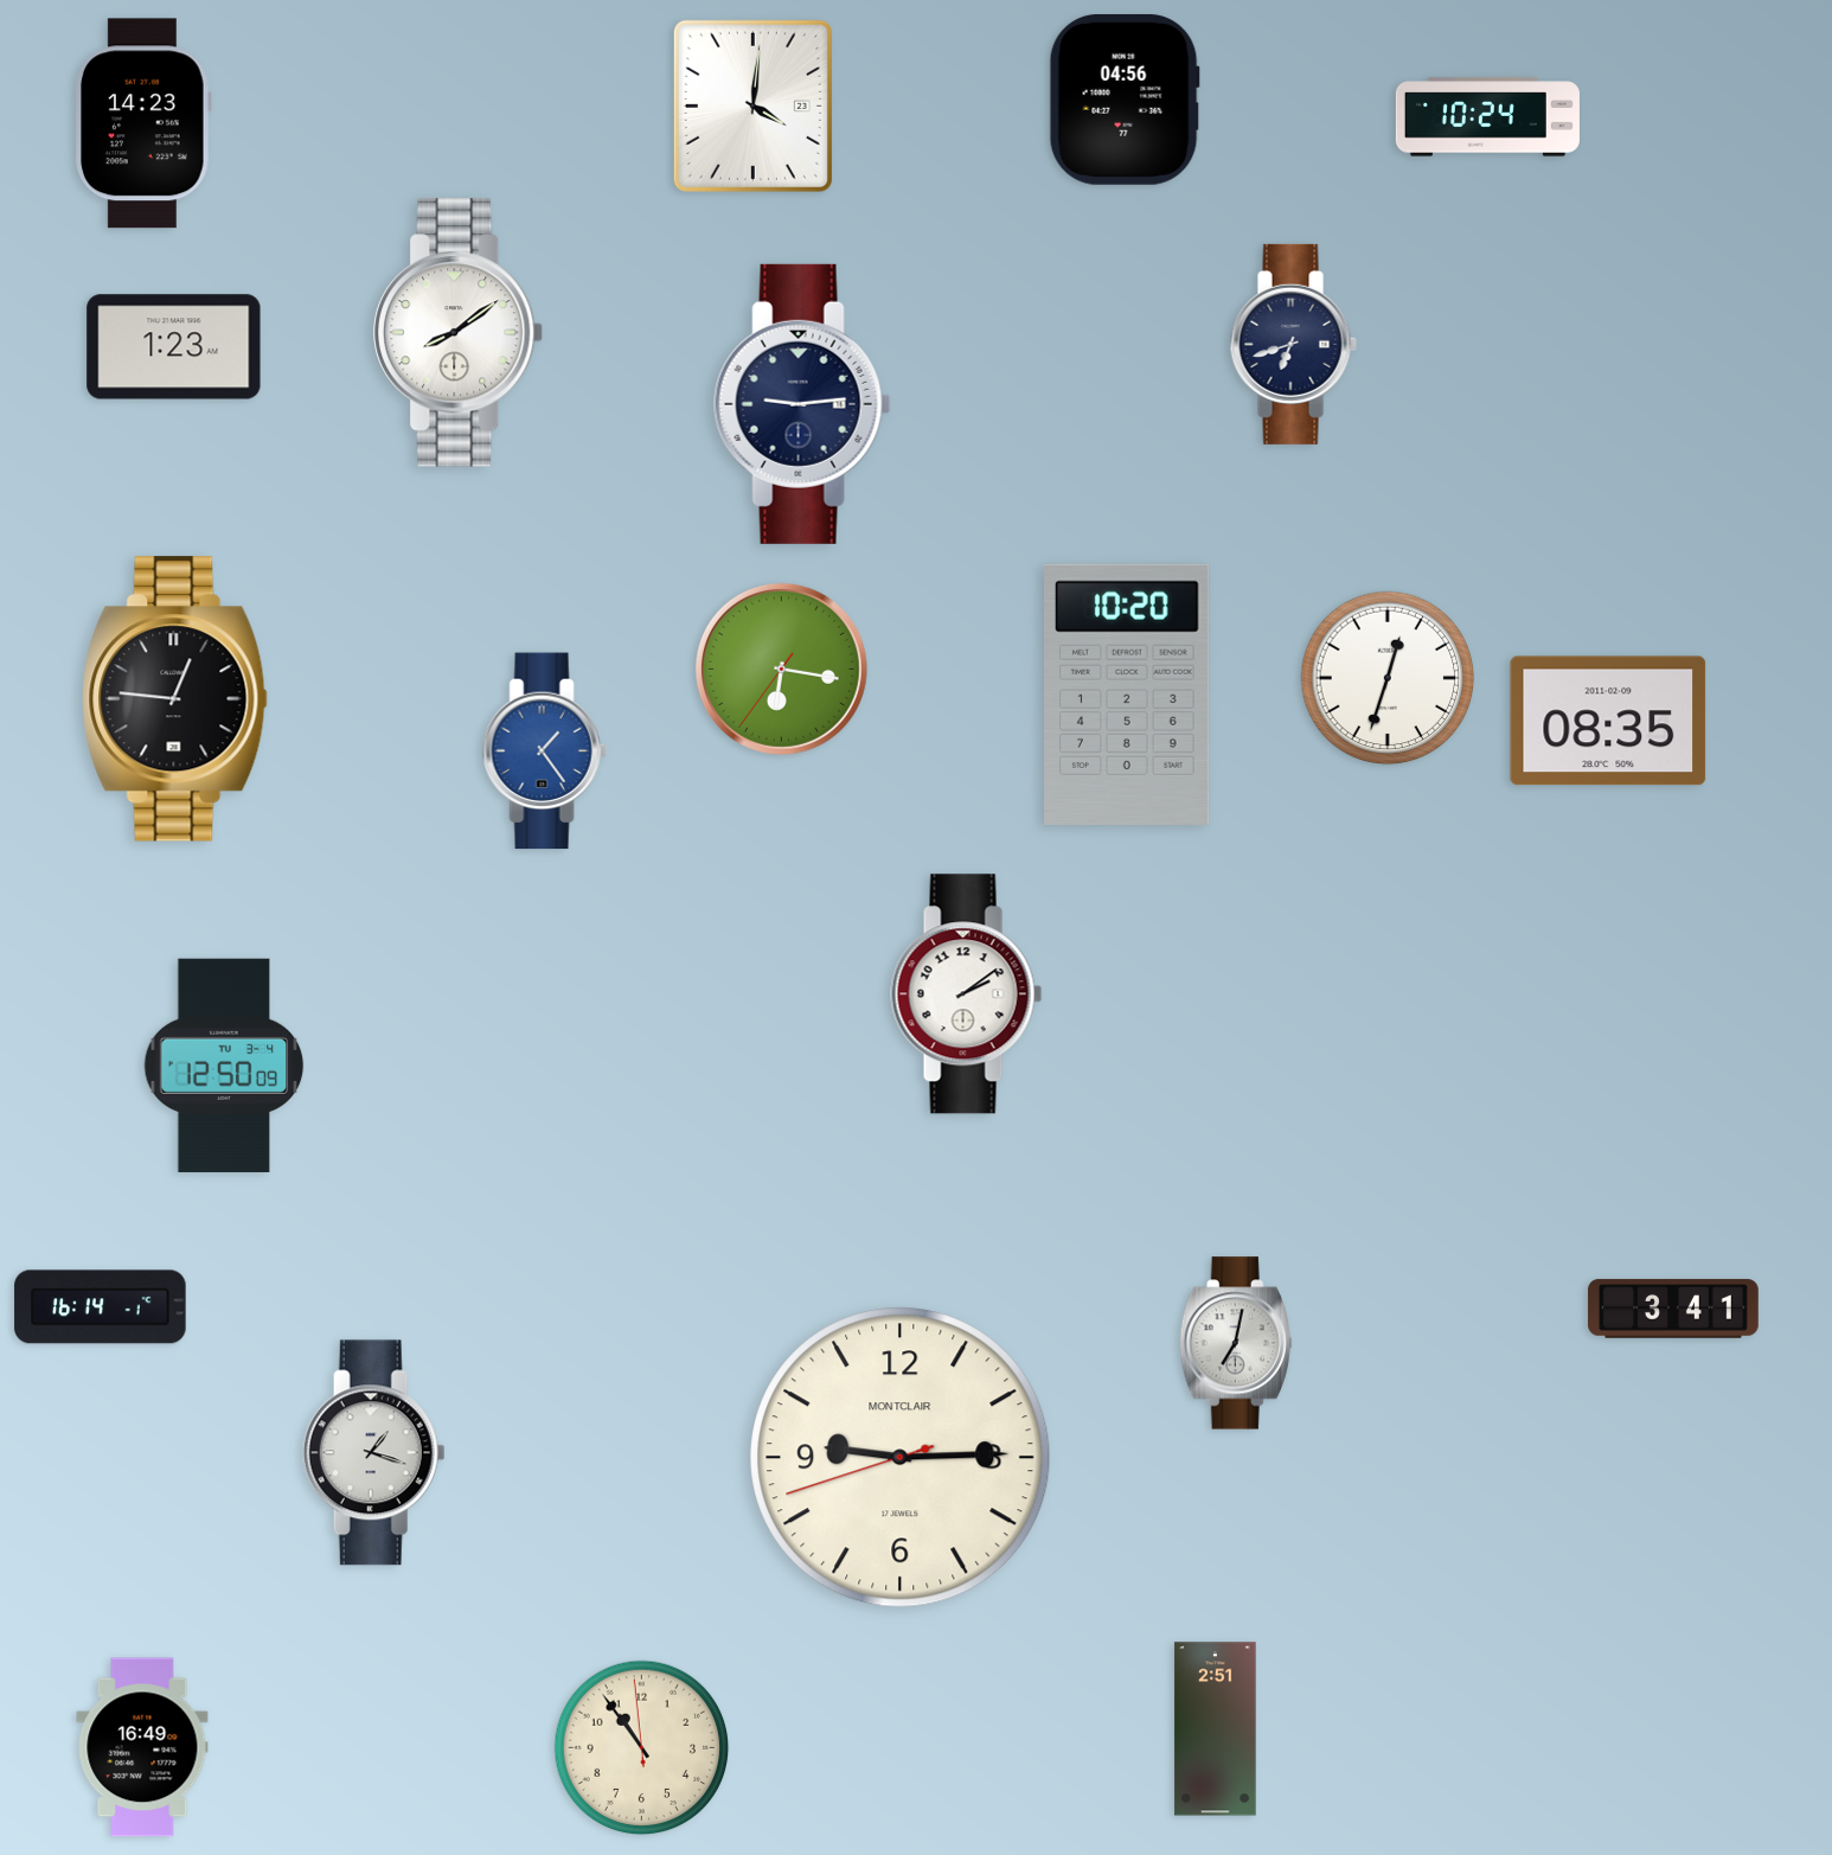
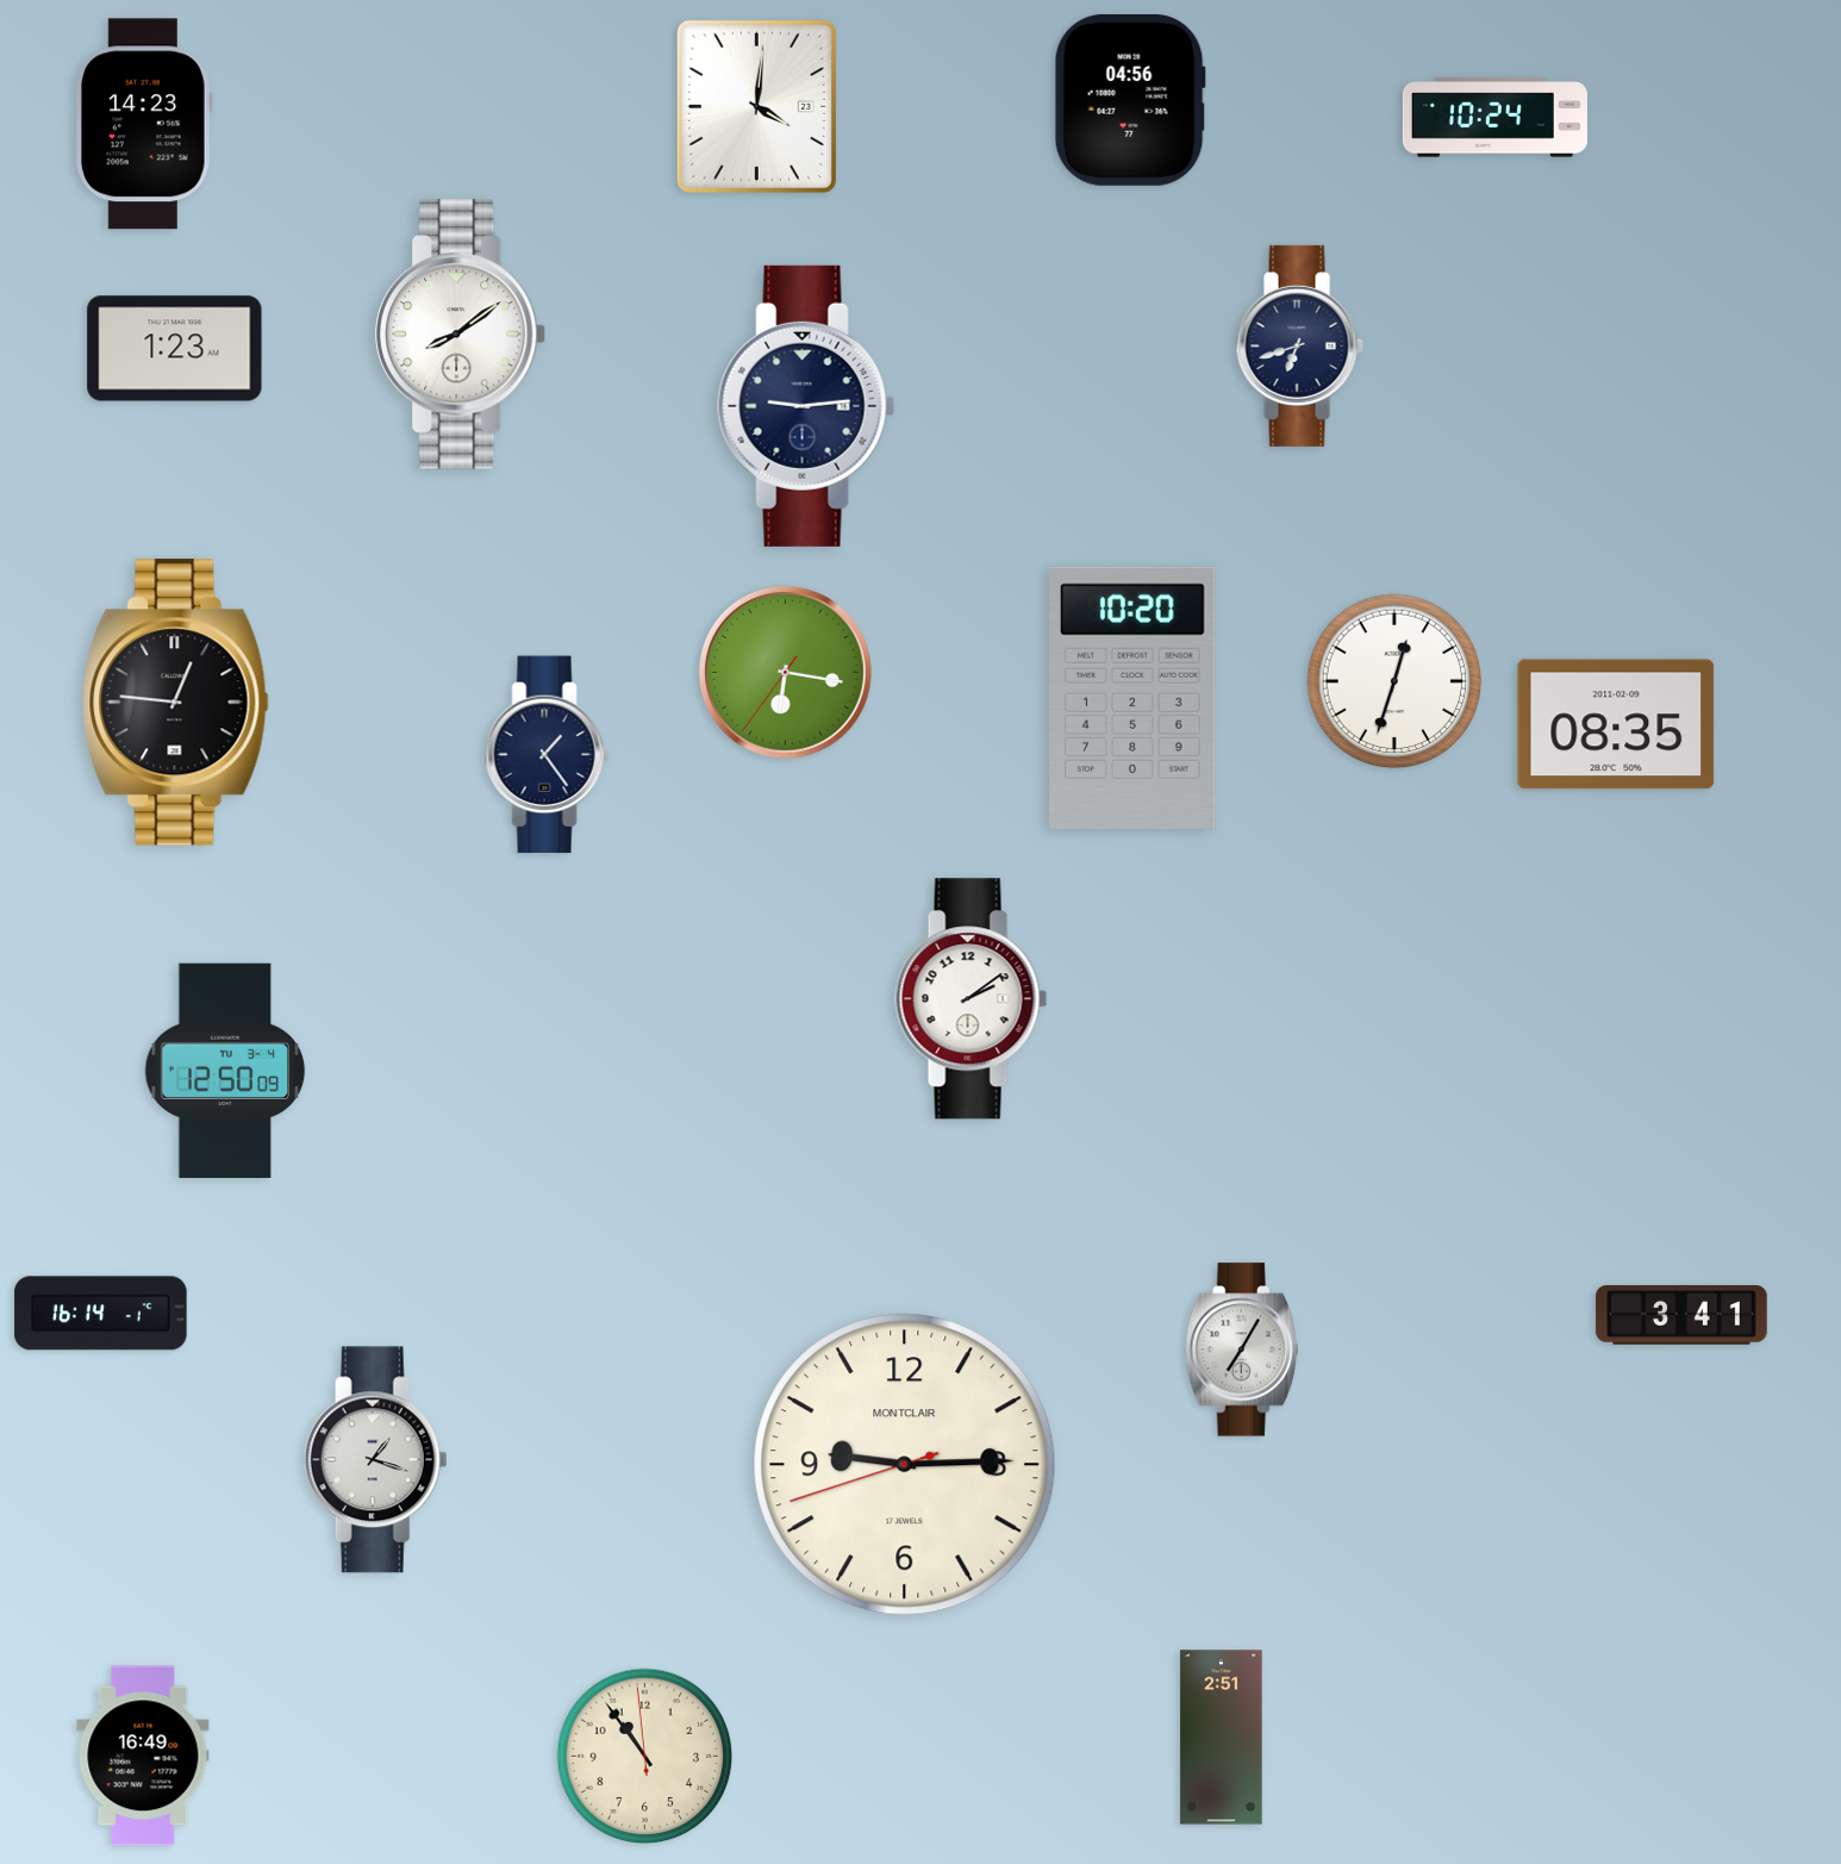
clock at (544, 751) dial: blue -> navy
clock at (1236, 1343): 7:02 -> 7:05
